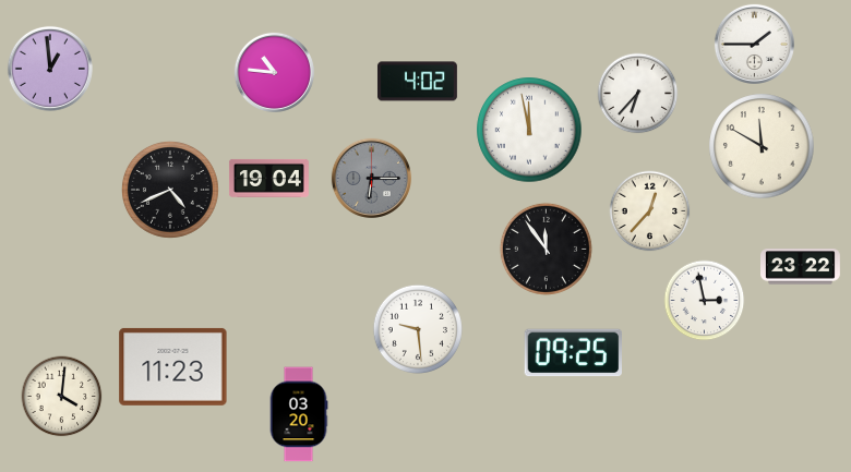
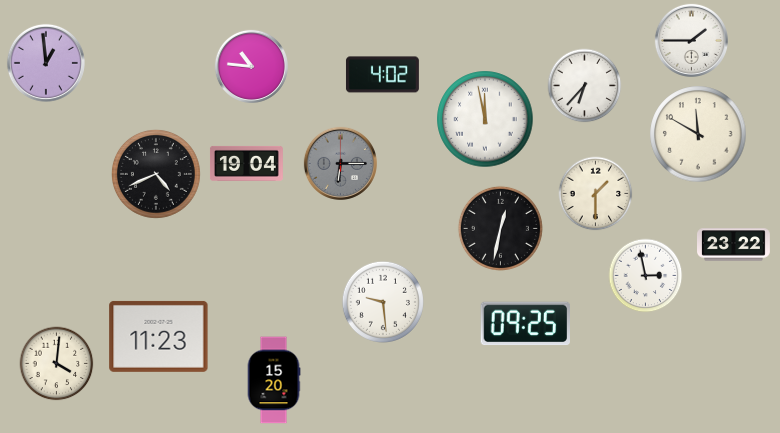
clock at (650, 211): 12:37 -> 1:30
clock at (546, 249): 11:54 -> 12:32
clock at (299, 414): 03:20 -> 15:20
